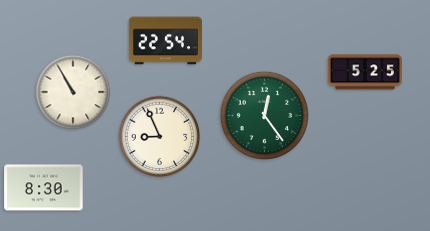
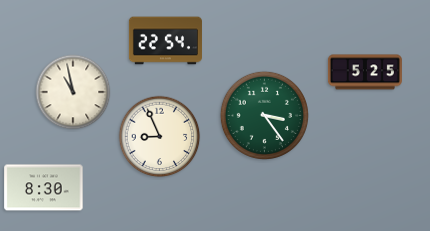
clock at (73, 92): 10:55 -> 10:58
clock at (264, 115): 12:24 -> 3:24
